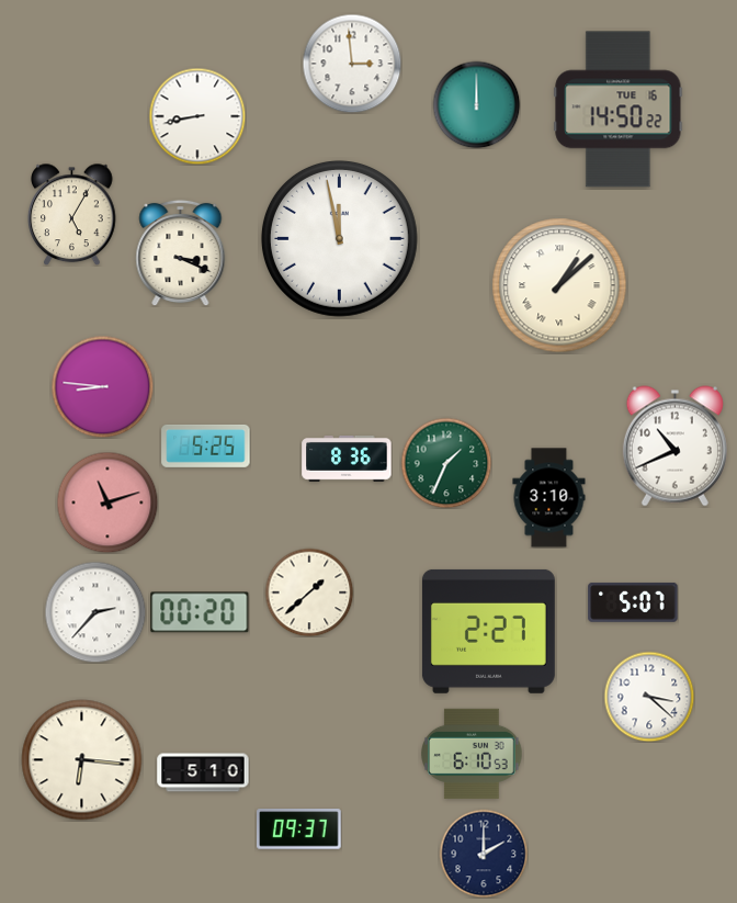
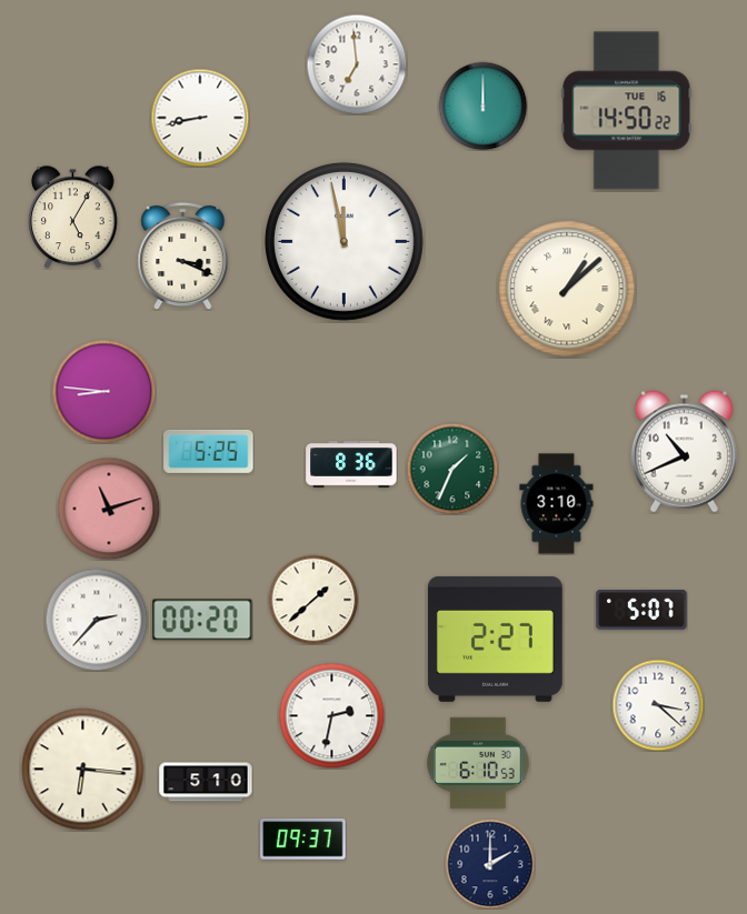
clock at (352, 64): 2:59 -> 6:59
clock at (331, 715): none -> 2:32
